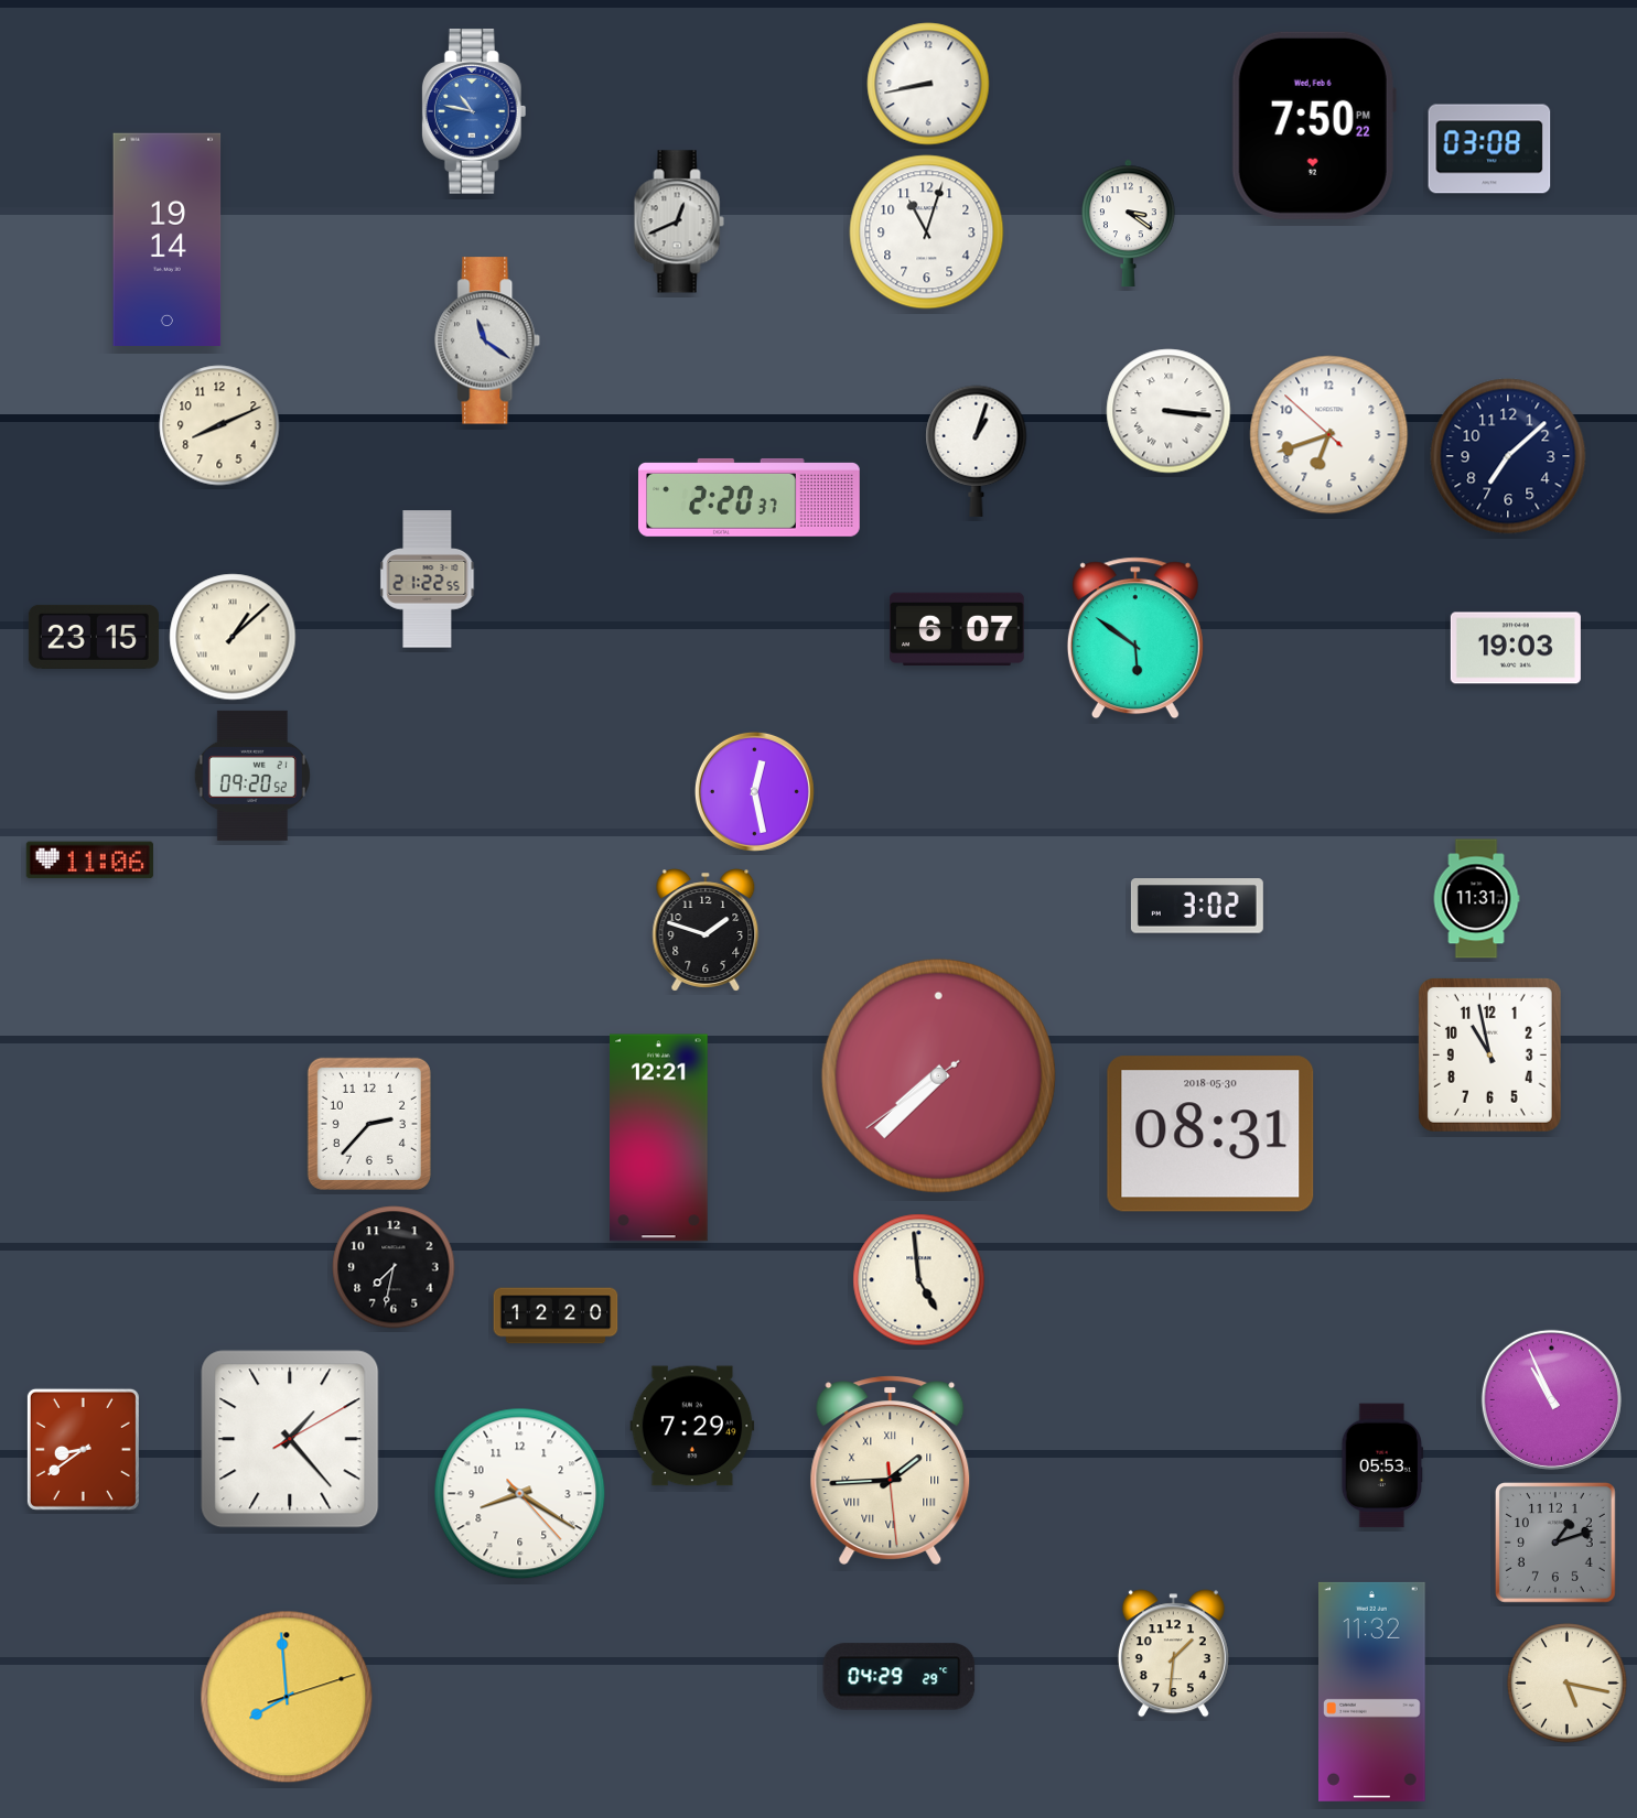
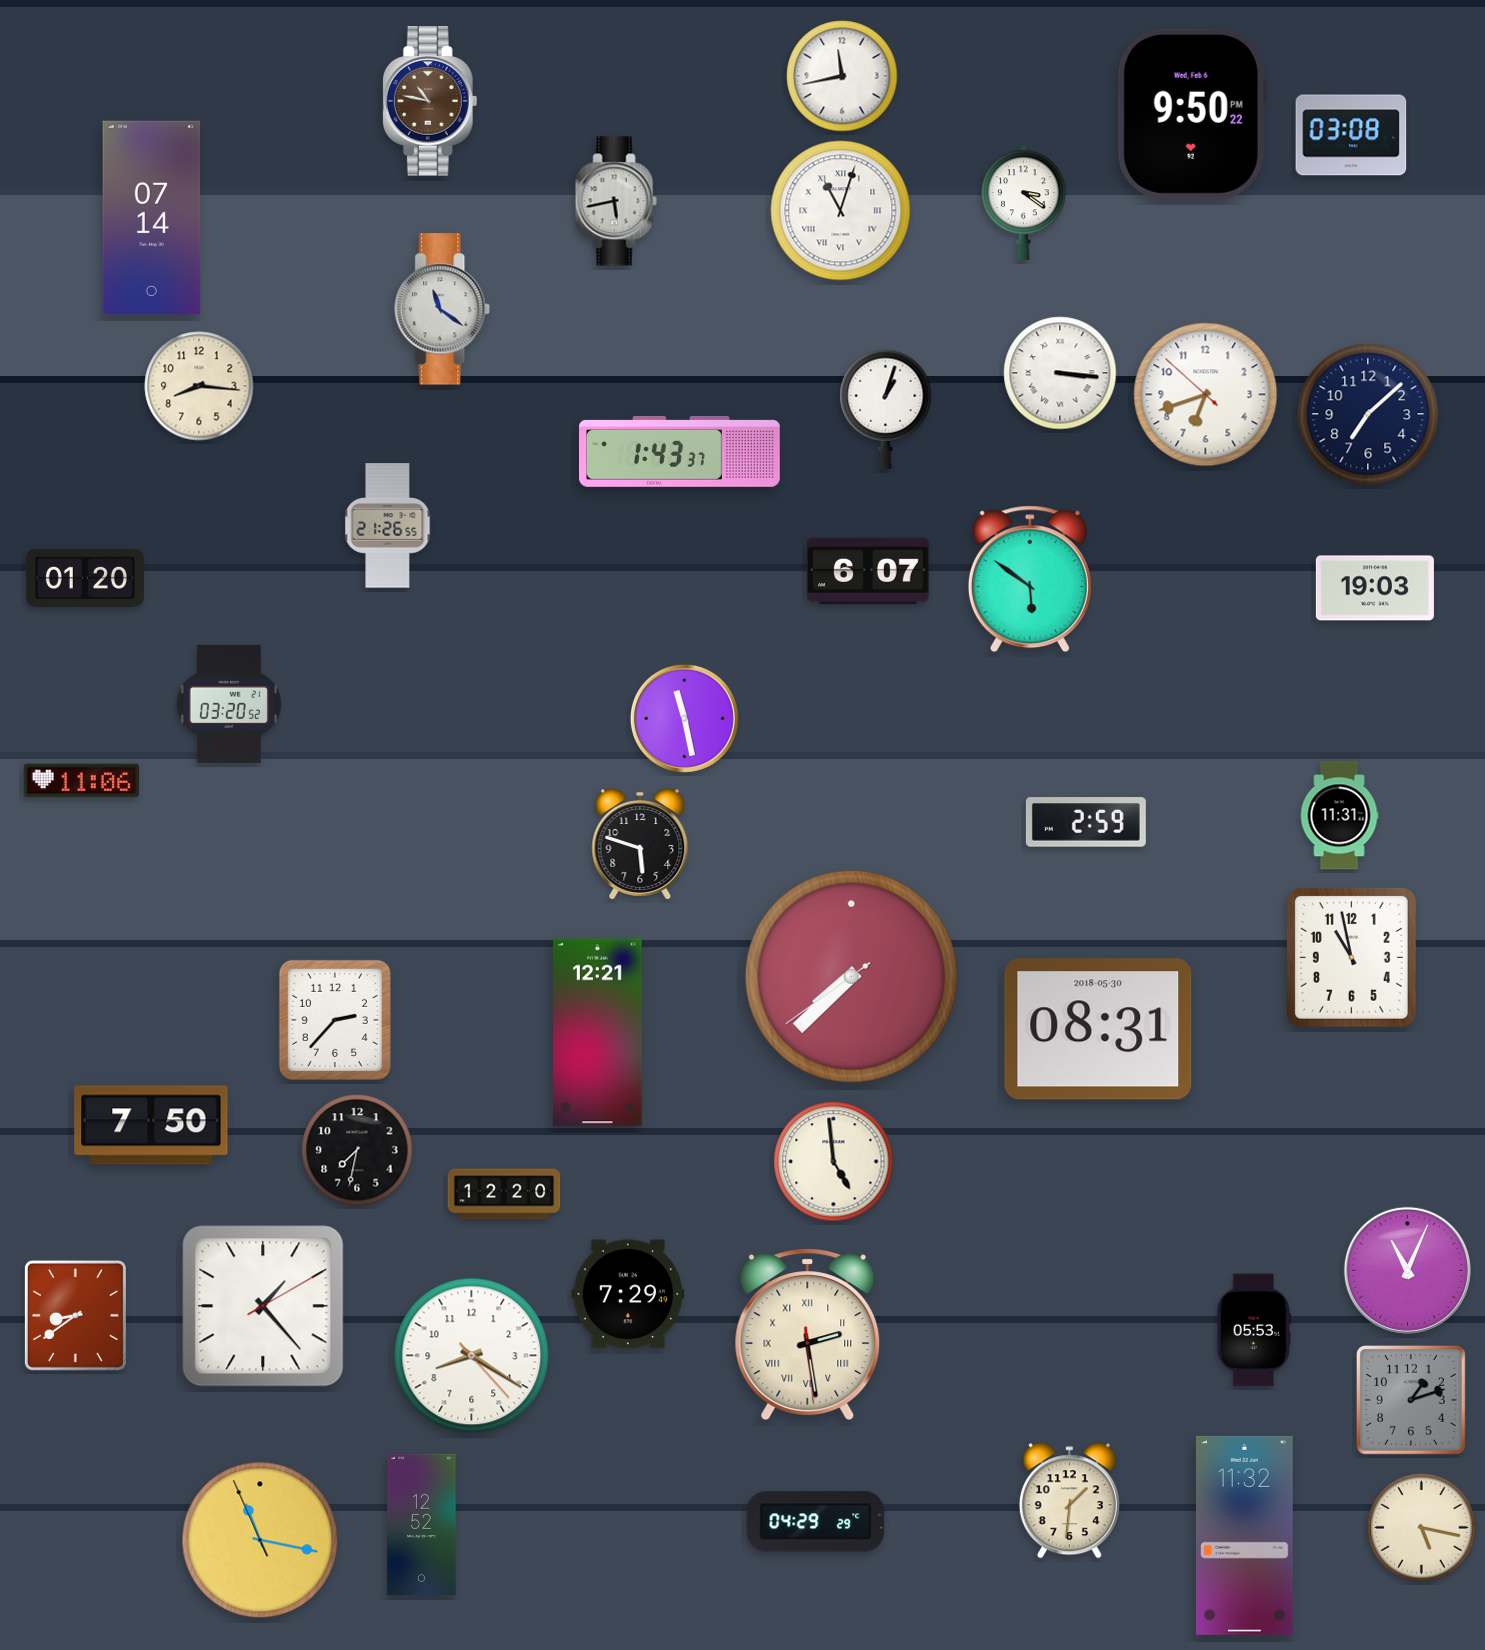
clock at (928, 84): 8:43 -> 11:43
clock at (474, 111) dial: blue -> brown
clock at (1314, 126): 7:50 -> 9:50
clock at (679, 221): 12:41 -> 5:43
clock at (927, 232) numerals: Arabic -> Roman
clock at (168, 239): 19:14 -> 07:14
clock at (219, 425): 8:11 -> 8:16
clock at (750, 497): 2:20 -> 1:43
clock at (428, 580): 21:22 -> 21:26
clock at (94, 637): 23:15 -> 01:20
clock at (233, 637): 1:08 -> none
clock at (252, 776): 09:20 -> 03:20
clock at (754, 791): 12:28 -> 11:28
clock at (1197, 906): 3:02 -> 2:59
clock at (706, 930): 1:48 -> 5:48
clock at (151, 1125): none -> 7:50
clock at (1551, 1399): 10:56 -> 11:04
clock at (891, 1470): 1:44 -> 2:28
clock at (1173, 1654) position: (1173, 1654) -> (1069, 1501)
clock at (422, 1525): none -> 12:52
clock at (287, 1697): 7:59 -> 11:16
